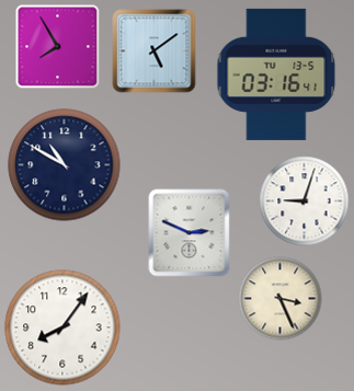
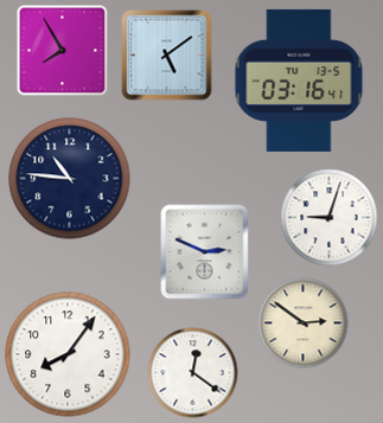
clock at (65, 165): 10:50 -> 10:46
clock at (281, 299): 3:26 -> 2:51
clock at (193, 373): none -> 12:21
